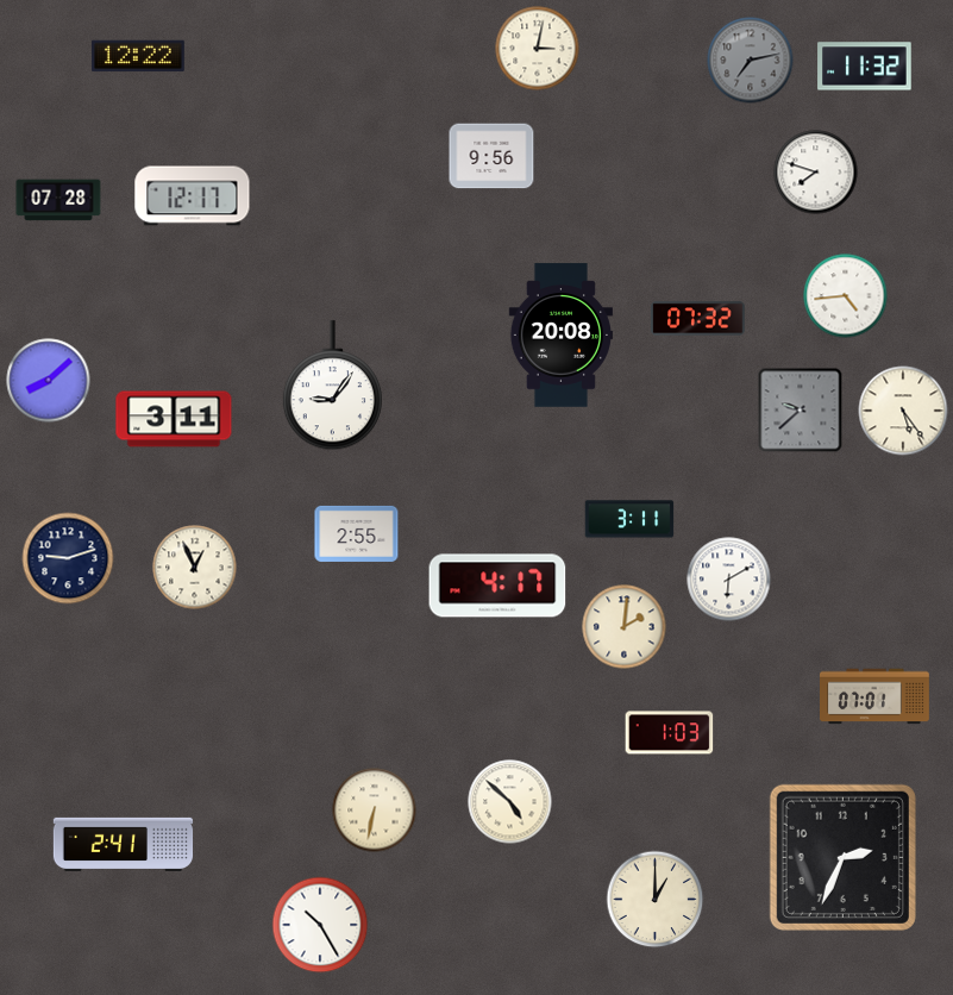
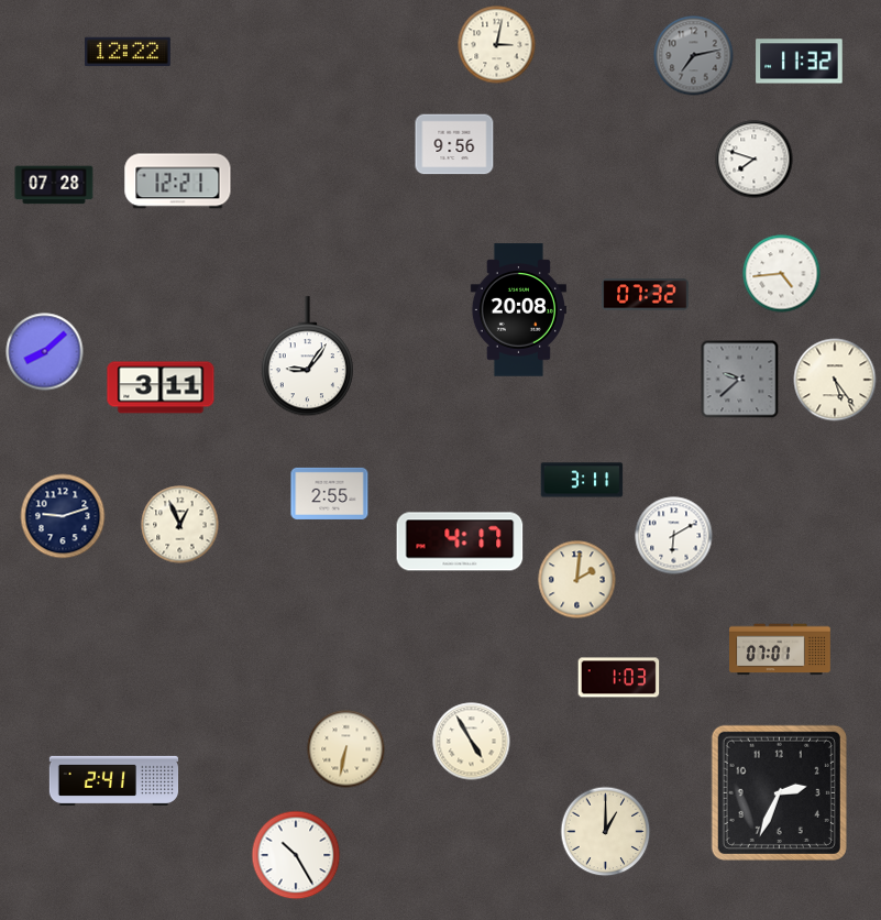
clock at (193, 196): 12:17 -> 12:21
clock at (876, 696) position: (876, 696) -> (781, 649)
clock at (510, 802): 4:52 -> 4:55
